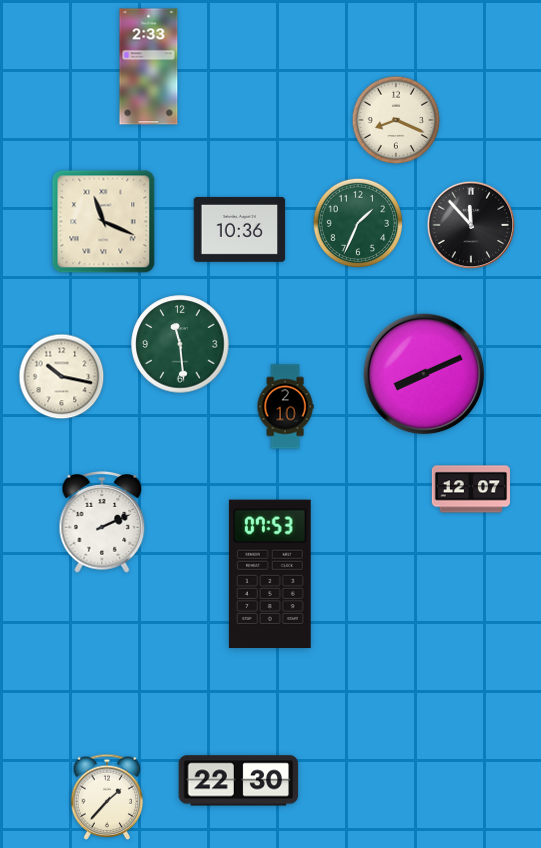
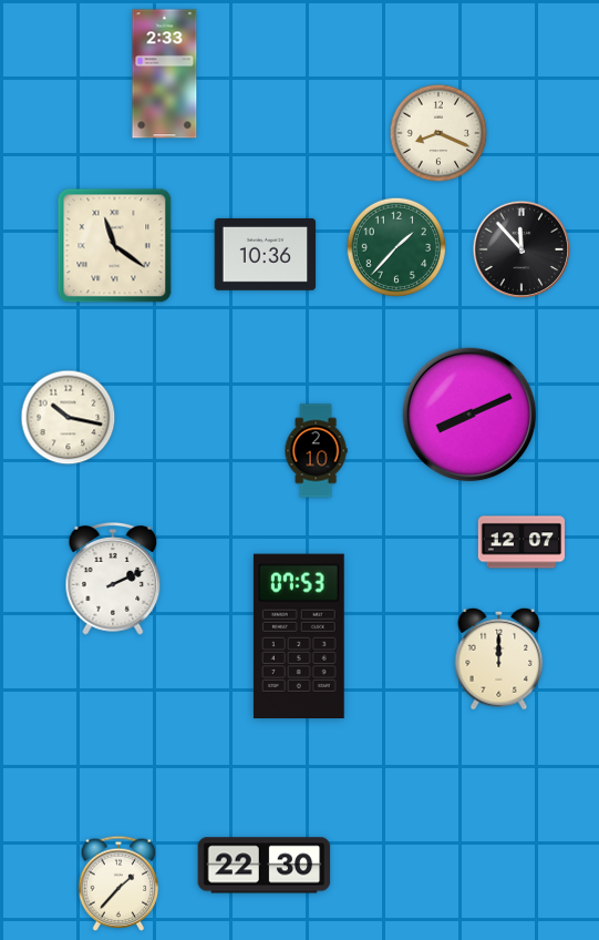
clock at (104, 222): 11:19 -> 11:21
clock at (357, 222): 1:34 -> 1:37
clock at (180, 344): 11:29 -> none
clock at (499, 658): none -> 12:00
